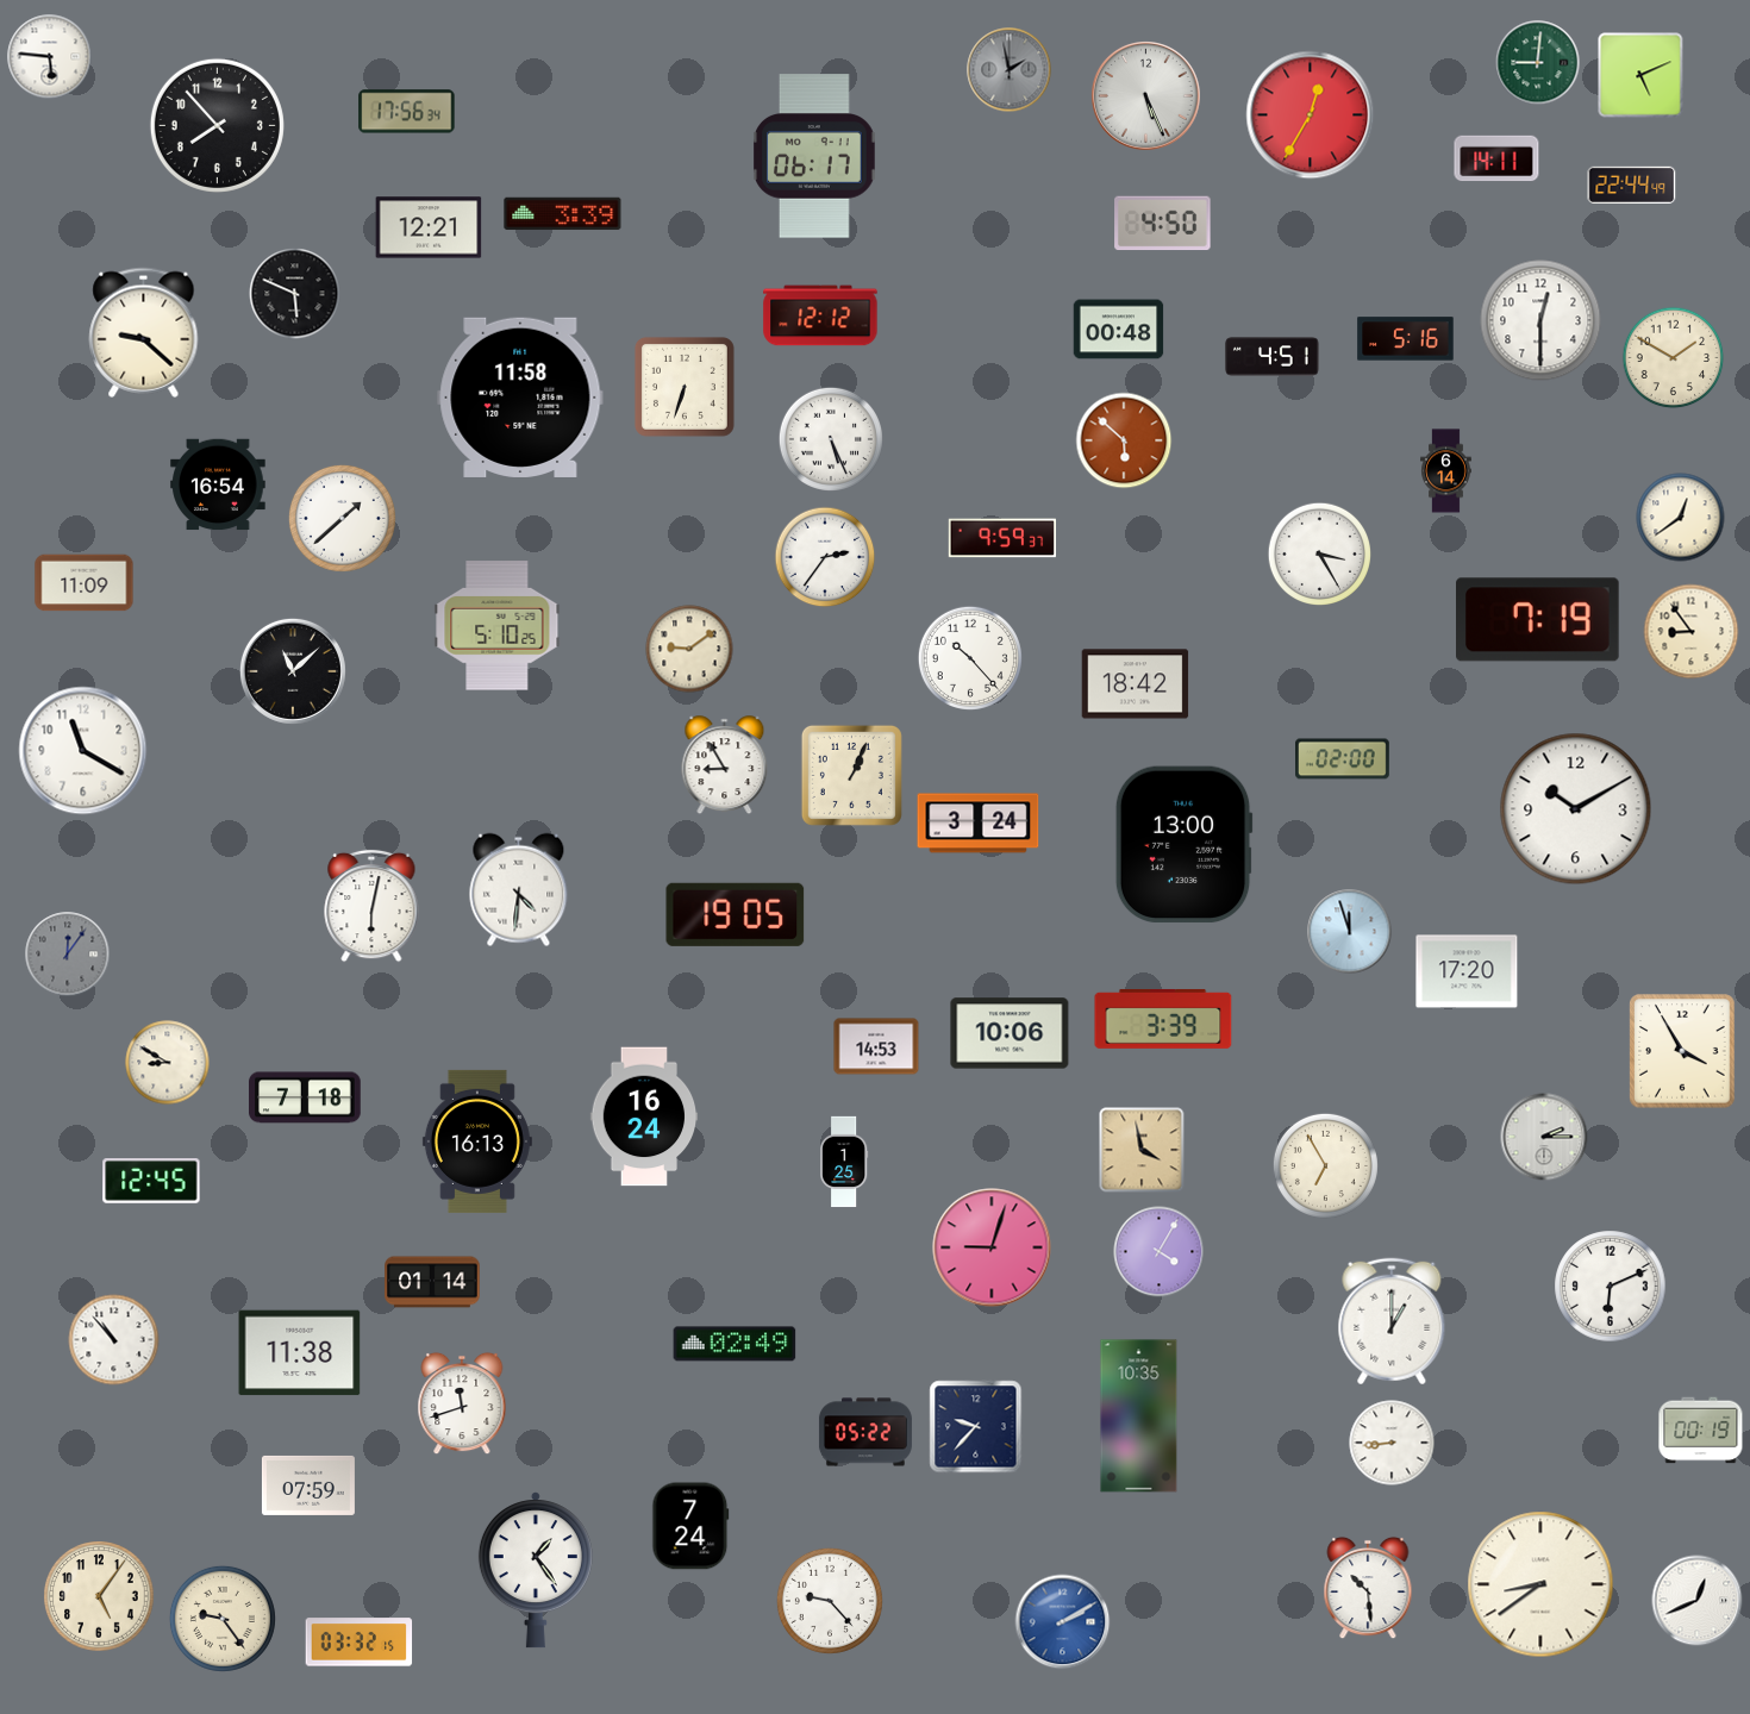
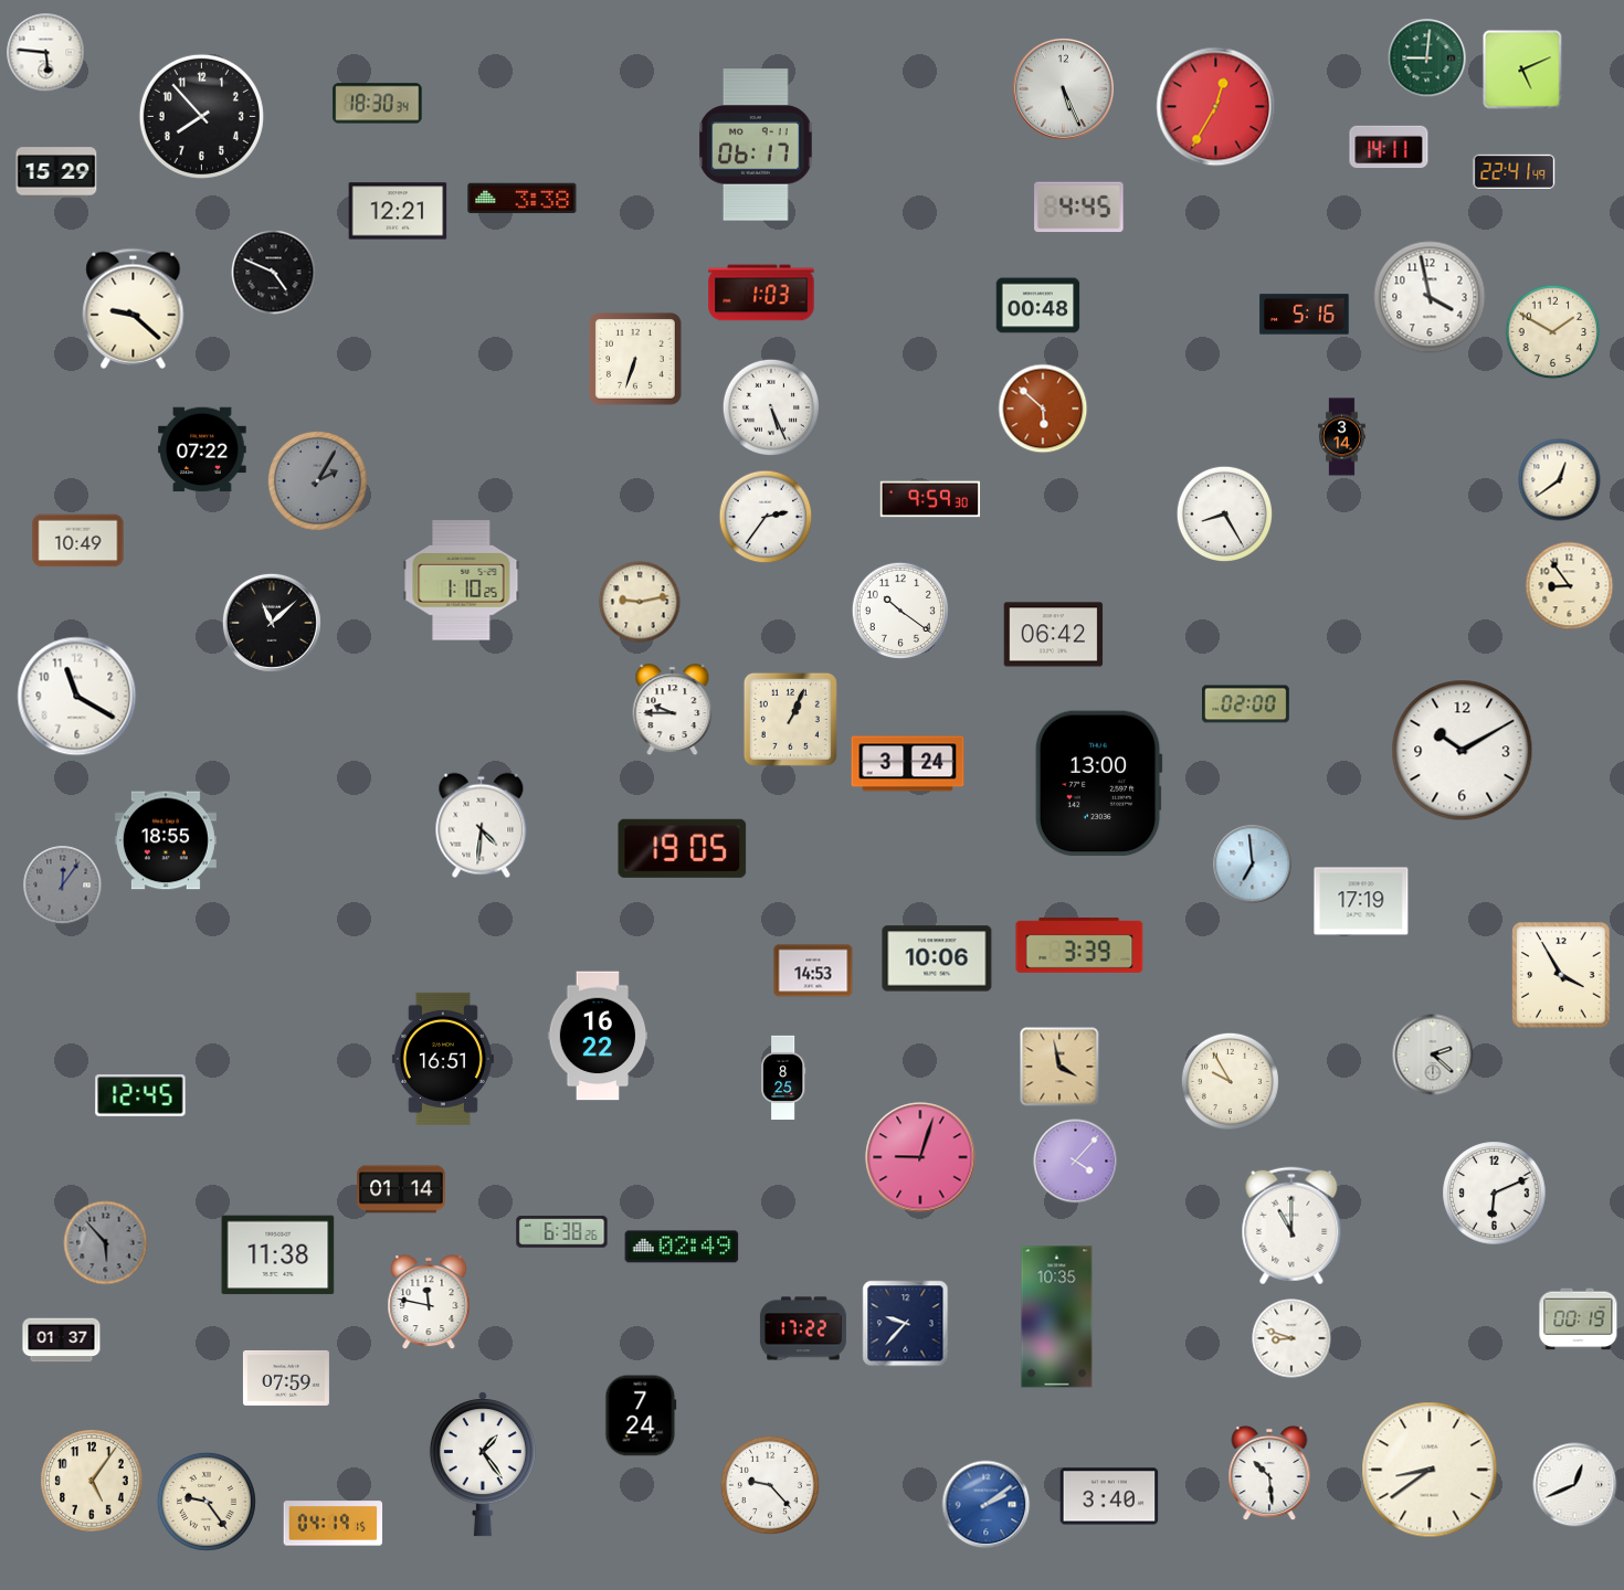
clock at (1010, 70): 1:58 -> none
clock at (407, 112): 17:56 -> 18:30
clock at (1632, 184): 22:44 -> 22:41
clock at (56, 172): none -> 15:29
clock at (563, 214): 3:39 -> 3:38
clock at (1163, 224): 4:50 -> 4:45
clock at (295, 294): 5:49 -> 4:49
clock at (820, 315): 12:12 -> 1:03
clock at (1540, 320): 12:30 -> 3:58
clock at (1273, 357): 4:51 -> none
clock at (520, 398): 11:58 -> none
clock at (1446, 471): 6:14 -> 3:14
clock at (218, 484): 16:54 -> 07:22
clock at (342, 518): 1:38 -> 2:05
clock at (342, 518) dial: white -> grey
clock at (1001, 538): 9:59:37 -> 9:59:30
clock at (1319, 553): 3:25 -> 8:25
clock at (85, 583): 11:09 -> 10:49
clock at (1538, 620): 7:19 -> none
clock at (498, 626): 5:10 -> 1:10
clock at (689, 649): 9:09 -> 9:13
clock at (970, 658): 10:23 -> 10:21
clock at (1136, 684): 18:42 -> 06:42
clock at (725, 765): 8:55 -> 9:45
clock at (166, 840): none -> 18:55
clock at (371, 906): 6:02 -> none
clock at (1350, 932): 11:57 -> 6:59
clock at (1467, 971): 17:20 -> 17:19
clock at (168, 1063): 8:50 -> none
clock at (305, 1097): 7:18 -> none
clock at (644, 1116): 16:24 -> 16:22
clock at (1544, 1137): 2:15 -> 2:22
clock at (477, 1141): 16:13 -> 16:51
clock at (844, 1162): 1:25 -> 8:25
clock at (1325, 1165): 6:55 -> 9:55
clock at (1160, 1252): 4:05 -> 4:07
clock at (1392, 1321): 1:00 -> 11:00
clock at (562, 1232): none -> 6:38
clock at (114, 1340): 10:53 -> 5:53
clock at (114, 1340) dial: white -> grey
clock at (462, 1403): 11:42 -> 11:47
clock at (1139, 1416) position: (1139, 1416) -> (1057, 1317)
clock at (1701, 1431) position: (1701, 1431) -> (1579, 1319)
clock at (865, 1432): 05:22 -> 17:22
clock at (1392, 1443): 8:44 -> 8:48
clock at (62, 1340): none -> 01:37
clock at (536, 1570) position: (536, 1570) -> (483, 1464)
clock at (1109, 1496): none -> 3:40
clock at (1063, 1622): 2:10 -> 2:09
clock at (360, 1643): 03:32 -> 04:19
